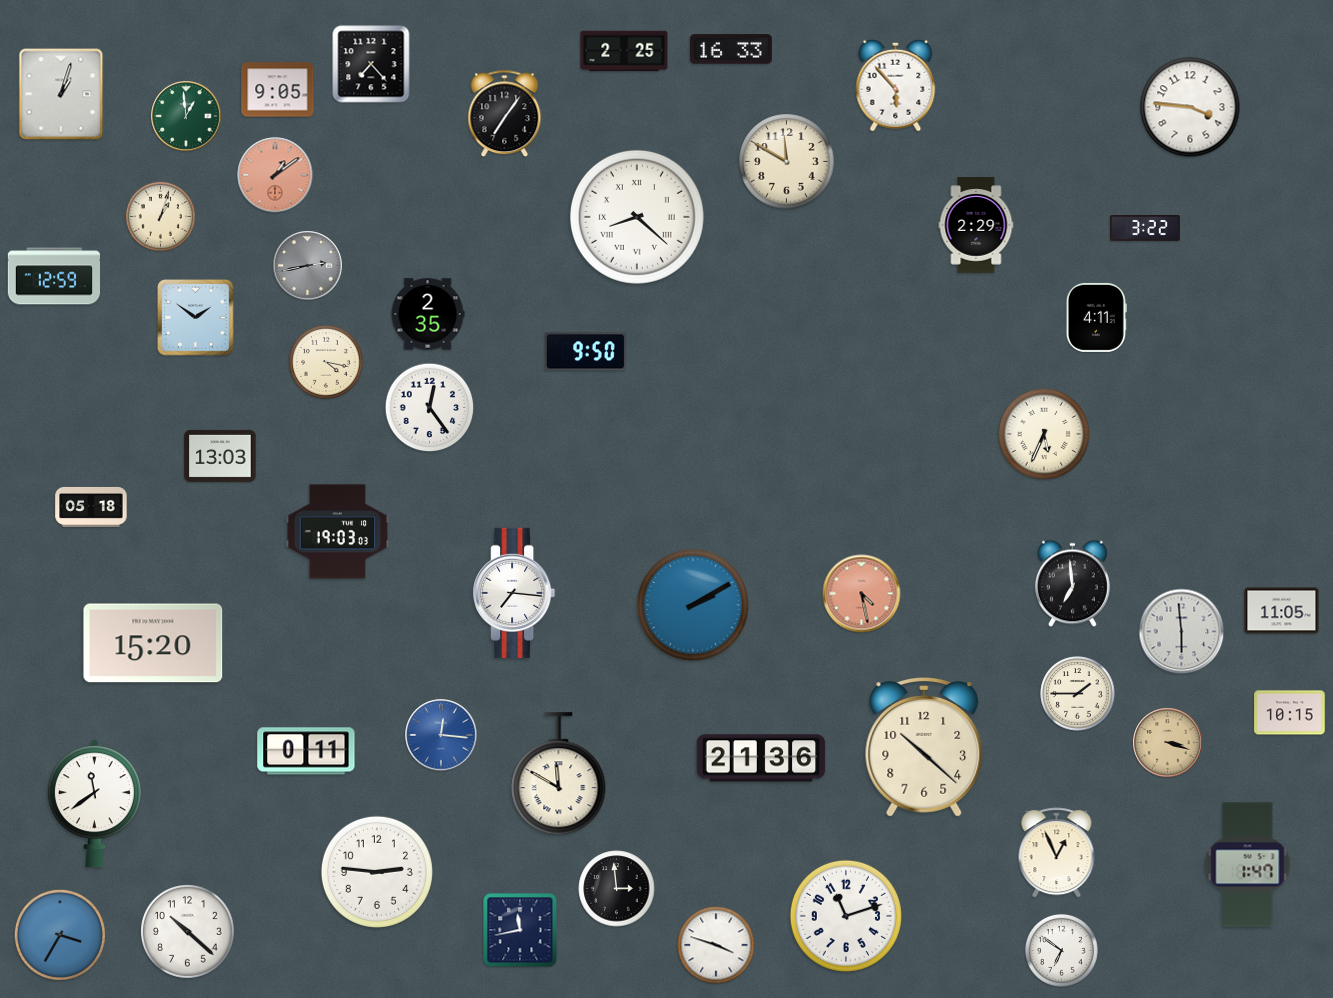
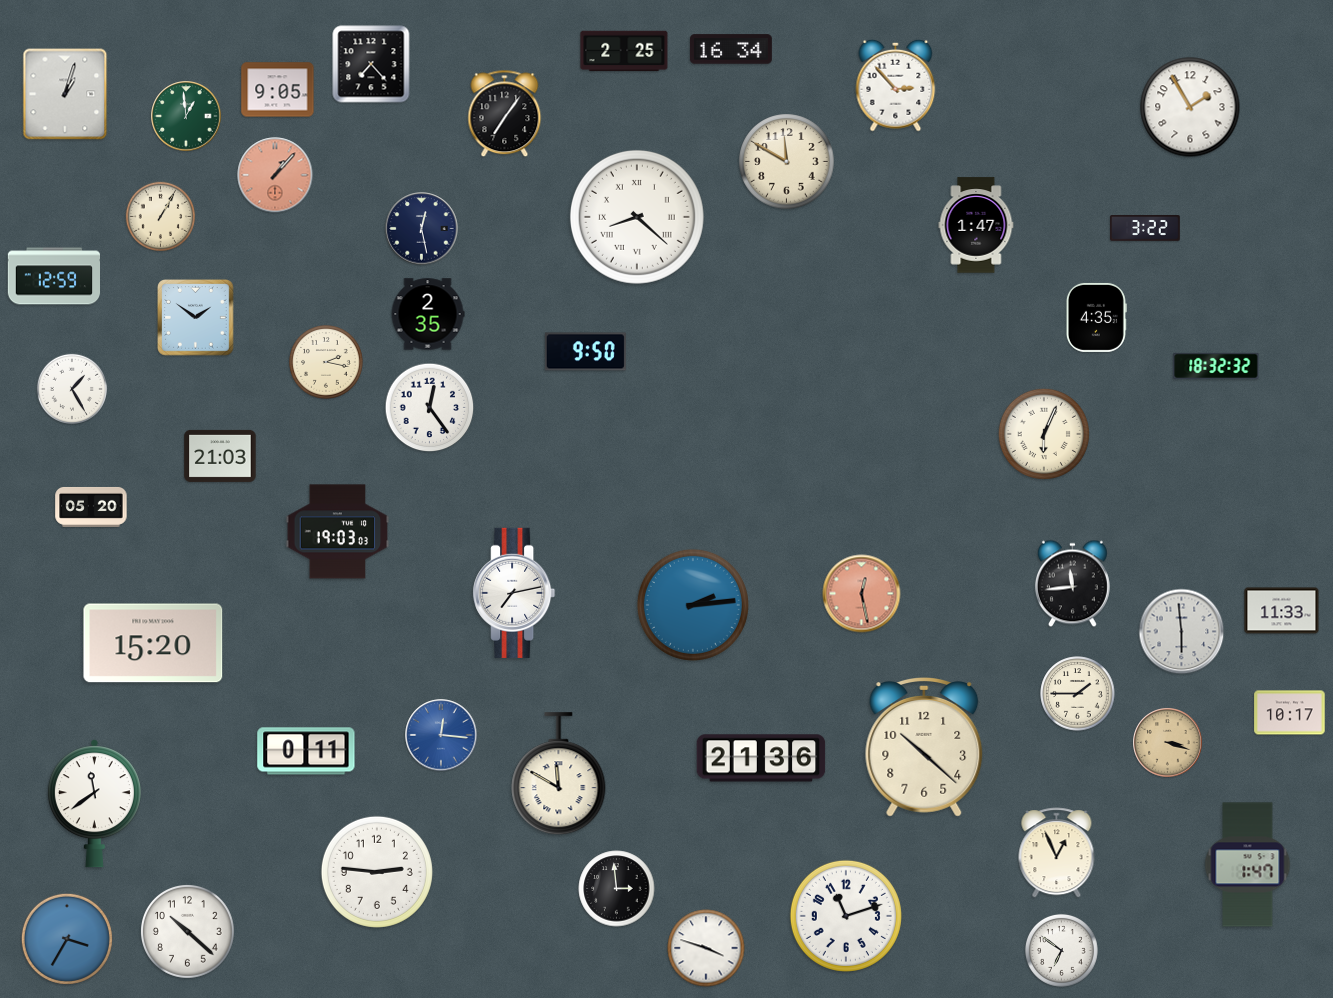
clock at (731, 49): 16:33 -> 16:34
clock at (896, 85): 5:53 -> 2:53
clock at (61, 94) position: (61, 94) -> (65, 94)
clock at (1190, 107): 3:46 -> 1:55
clock at (275, 175): 1:09 -> 1:07
clock at (161, 217): 1:03 -> 1:05
clock at (976, 225): 2:29 -> 1:47
clock at (422, 229): none -> 12:28
clock at (308, 266): 2:43 -> none
clock at (1096, 317): 4:11 -> 4:35
clock at (326, 362): 4:17 -> 2:17
clock at (1216, 366): none -> 18:32
clock at (71, 388): none -> 1:25
clock at (1044, 434): 5:34 -> 6:04
clock at (220, 456): 13:03 -> 21:03
clock at (91, 507): 05:18 -> 05:20
clock at (1072, 584): 6:59 -> 11:44
clock at (514, 593): 7:16 -> 7:13
clock at (862, 594): 4:28 -> 12:28
clock at (693, 605): 2:10 -> 2:14
clock at (1282, 611): 11:05 -> 11:33
clock at (1290, 713): 10:15 -> 10:17
clock at (520, 930): 11:43 -> none
clock at (60, 935) position: (60, 935) -> (67, 939)
clock at (716, 945) position: (716, 945) -> (706, 948)
